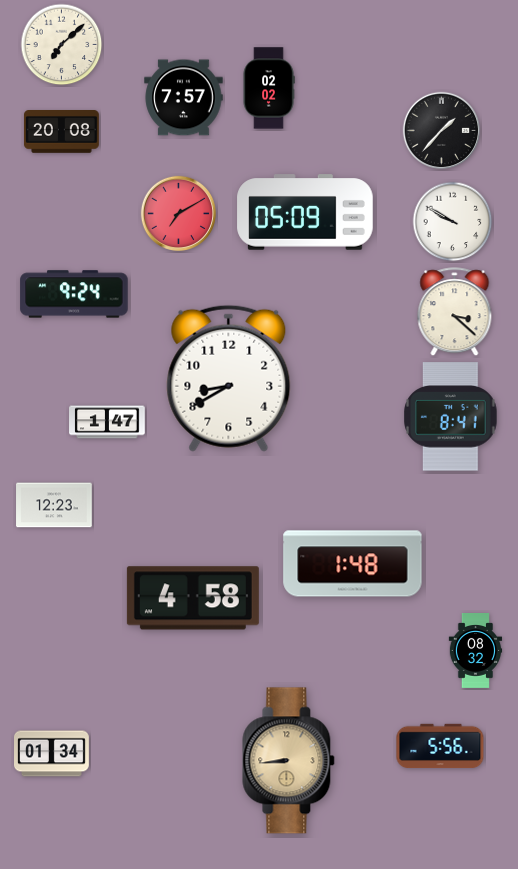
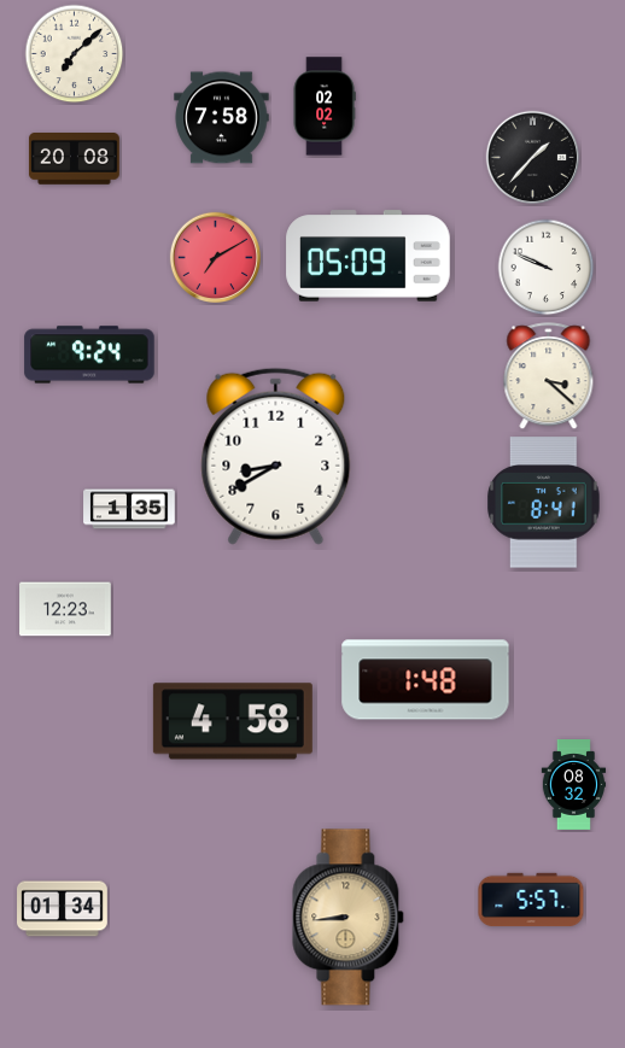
clock at (184, 98): 7:57 -> 7:58
clock at (453, 222): 9:50 -> 9:49
clock at (107, 422): 1:47 -> 1:35
clock at (440, 746): 5:56 -> 5:57
